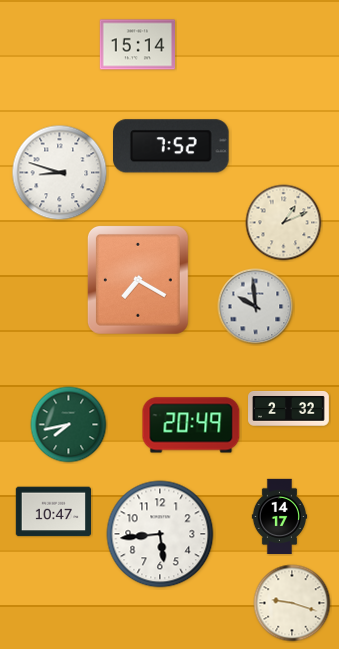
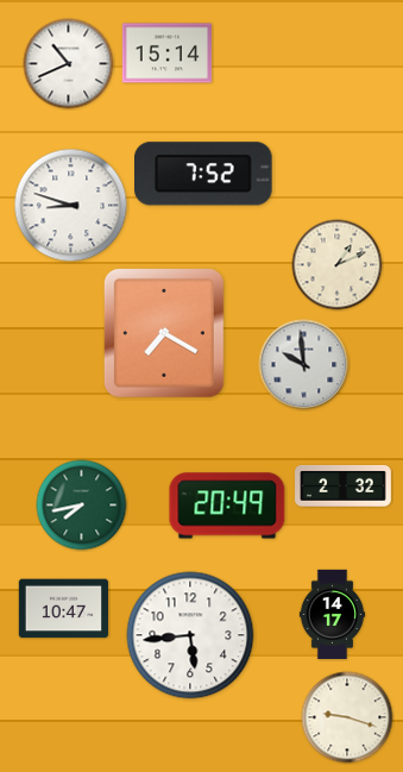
clock at (138, 45) position: (138, 45) -> (168, 54)
clock at (69, 64): none -> 10:41
